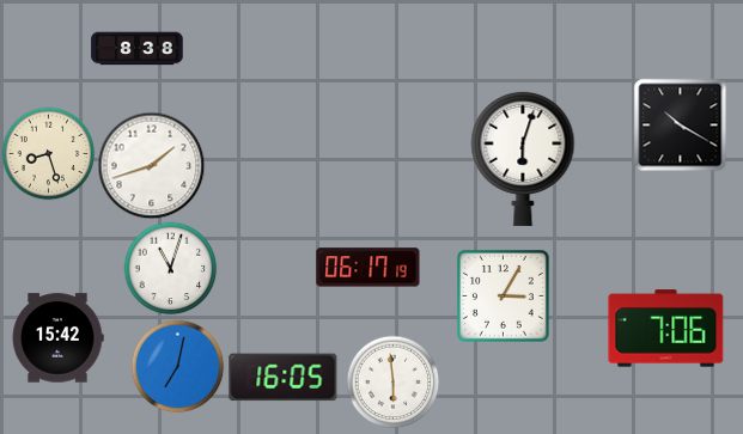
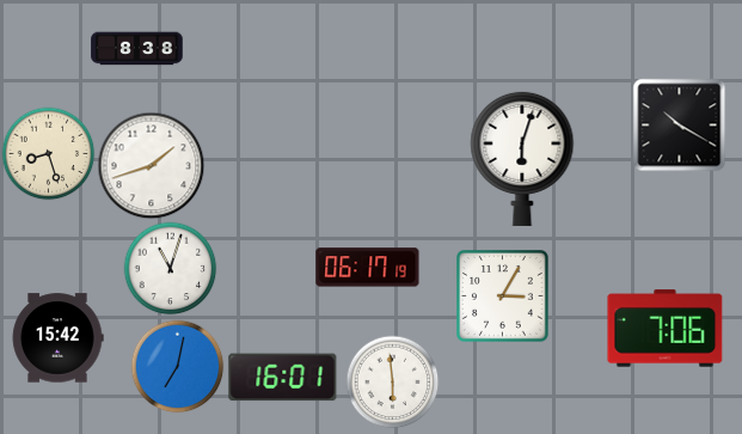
clock at (284, 378): 16:05 -> 16:01
